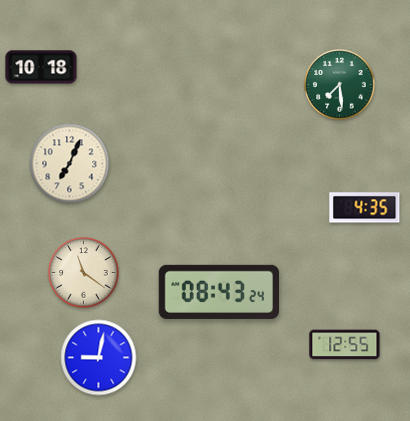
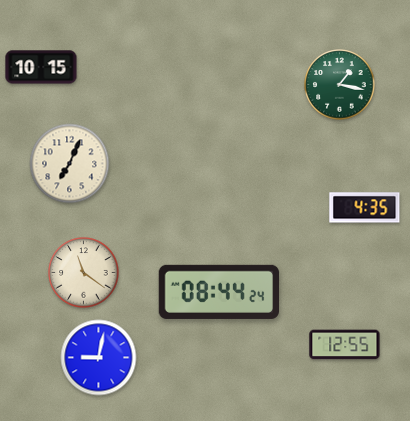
clock at (41, 67): 10:18 -> 10:15
clock at (340, 85): 7:29 -> 1:17
clock at (218, 292): 08:43 -> 08:44
